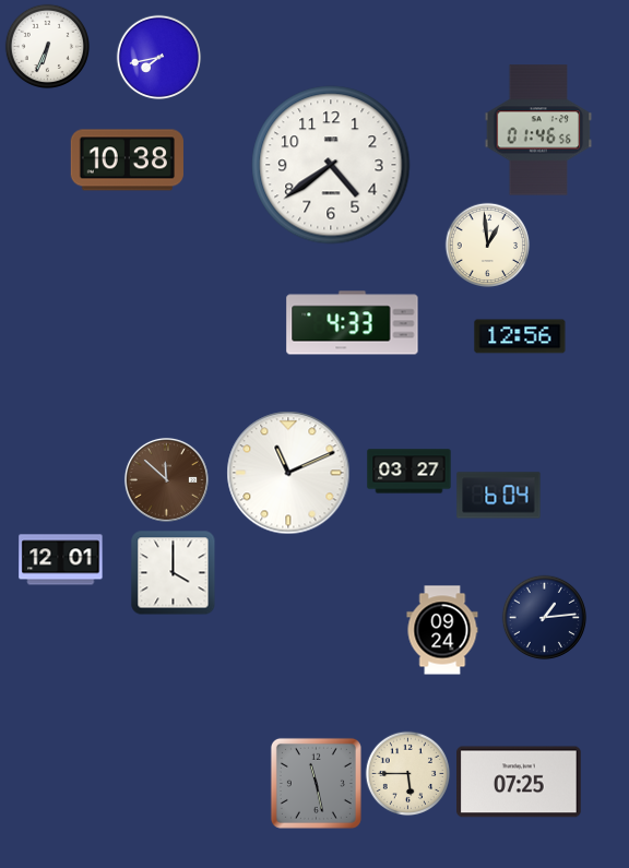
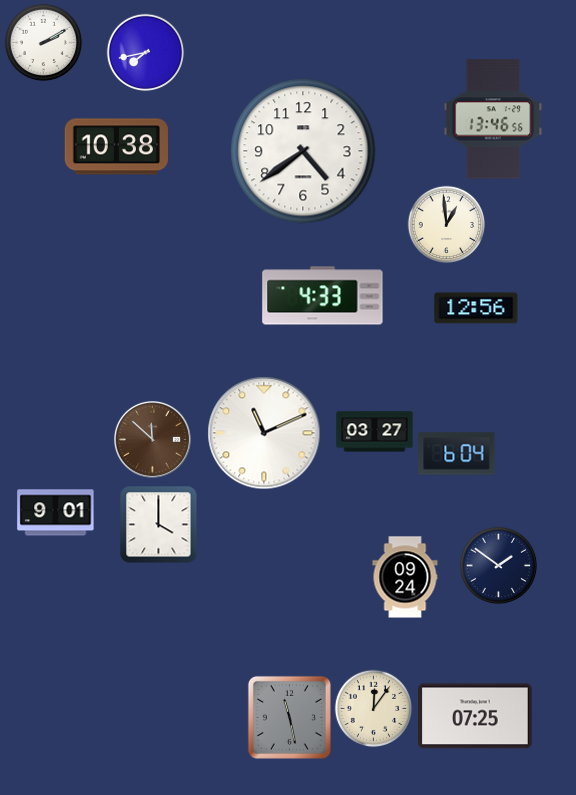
clock at (47, 46): 6:34 -> 2:10
clock at (538, 130): 01:46 -> 13:46
clock at (61, 560): 12:01 -> 9:01
clock at (544, 617): 1:14 -> 1:51
clock at (407, 773): 5:45 -> 12:06
